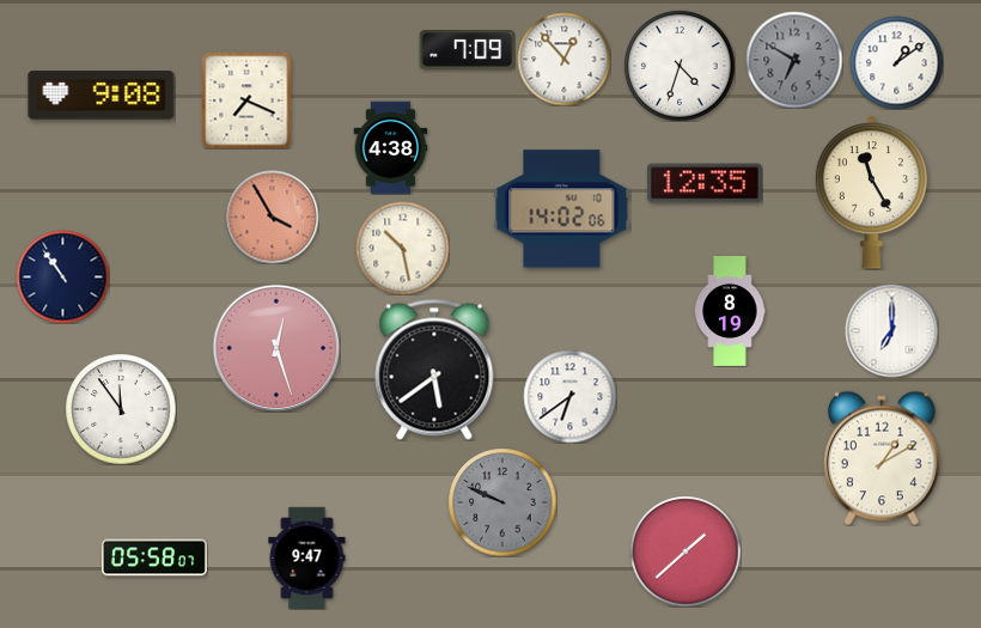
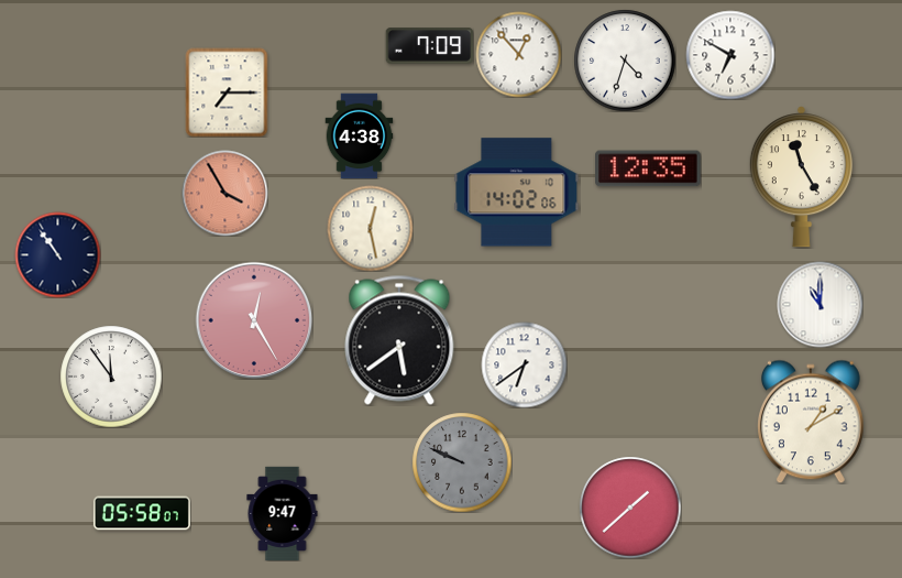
clock at (794, 60) dial: grey -> white
clock at (896, 62): 1:09 -> none
clock at (102, 96): 9:08 -> none
clock at (246, 100): 7:19 -> 7:15
clock at (272, 217) position: (272, 217) -> (224, 193)
clock at (402, 248): 10:28 -> 12:28
clock at (730, 312): 8:19 -> none
clock at (891, 330): 7:00 -> 11:00
clock at (276, 348): 12:27 -> 12:25
